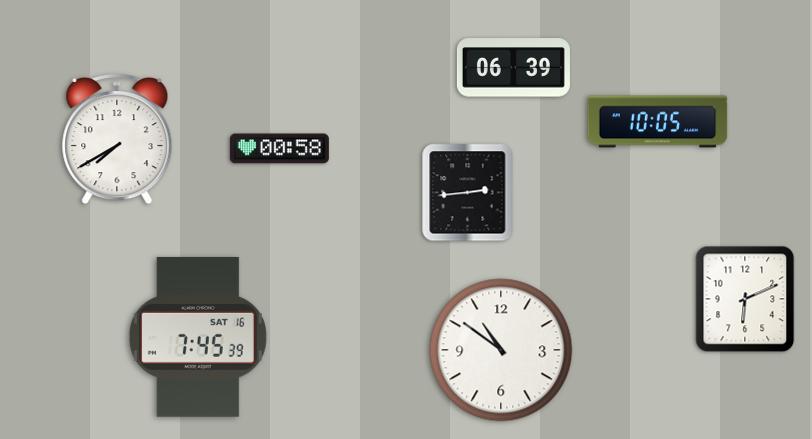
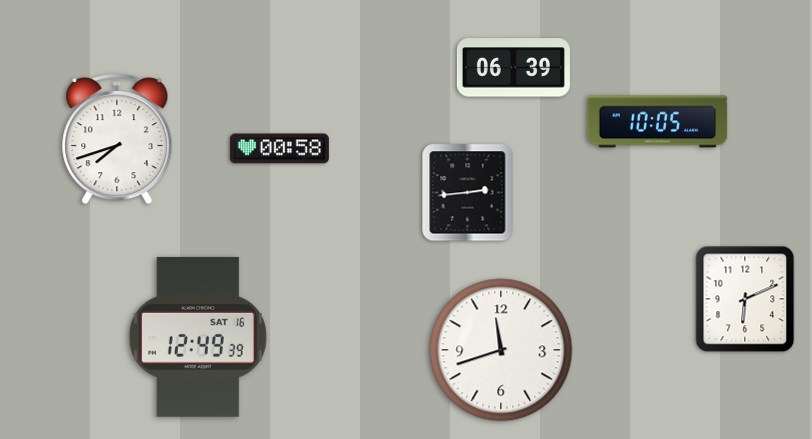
clock at (117, 140): 7:40 -> 7:42
clock at (198, 337): 7:45 -> 12:49
clock at (501, 350): 10:51 -> 11:42
